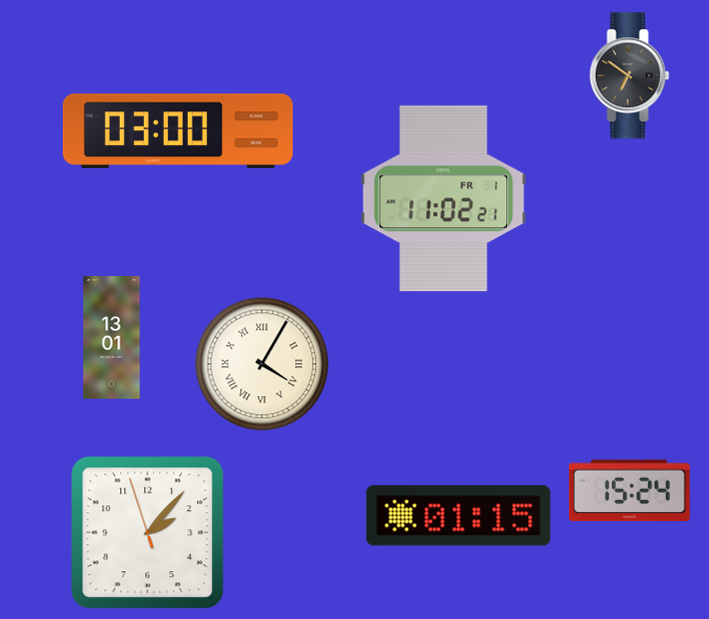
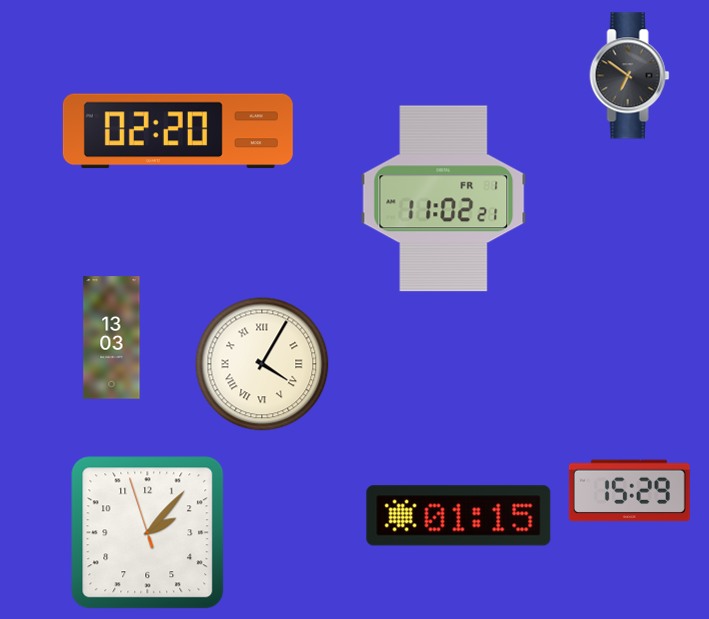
clock at (178, 131): 03:00 -> 02:20
clock at (112, 338): 13:01 -> 13:03
clock at (629, 491): 15:24 -> 15:29
